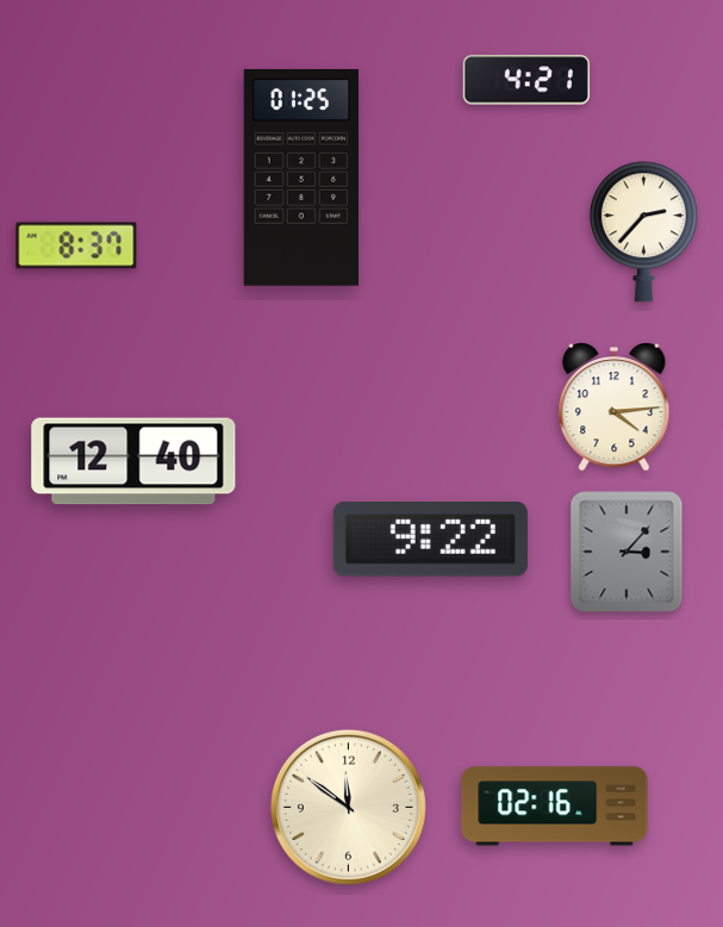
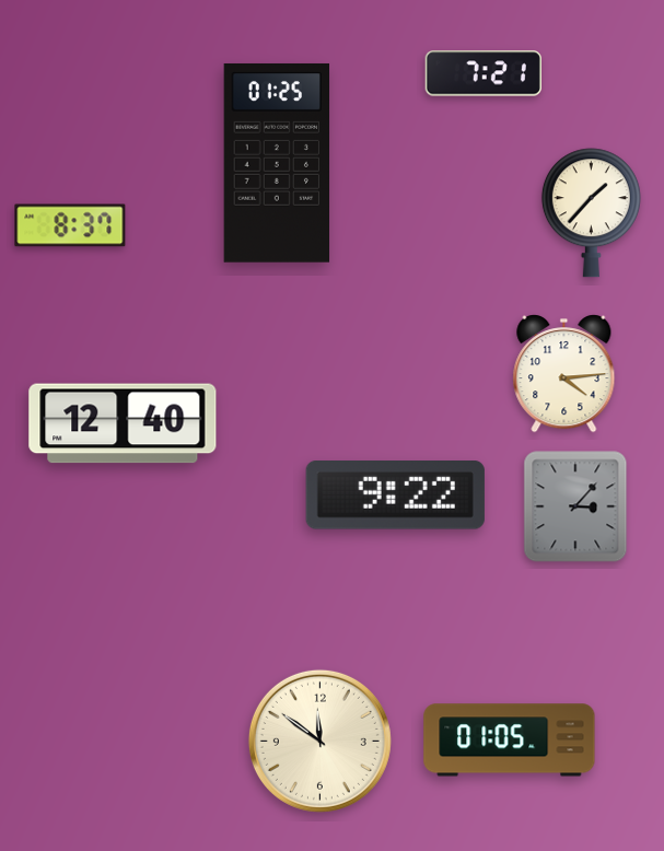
clock at (526, 80): 4:21 -> 7:21
clock at (643, 232): 2:37 -> 1:37
clock at (555, 807): 02:16 -> 01:05
